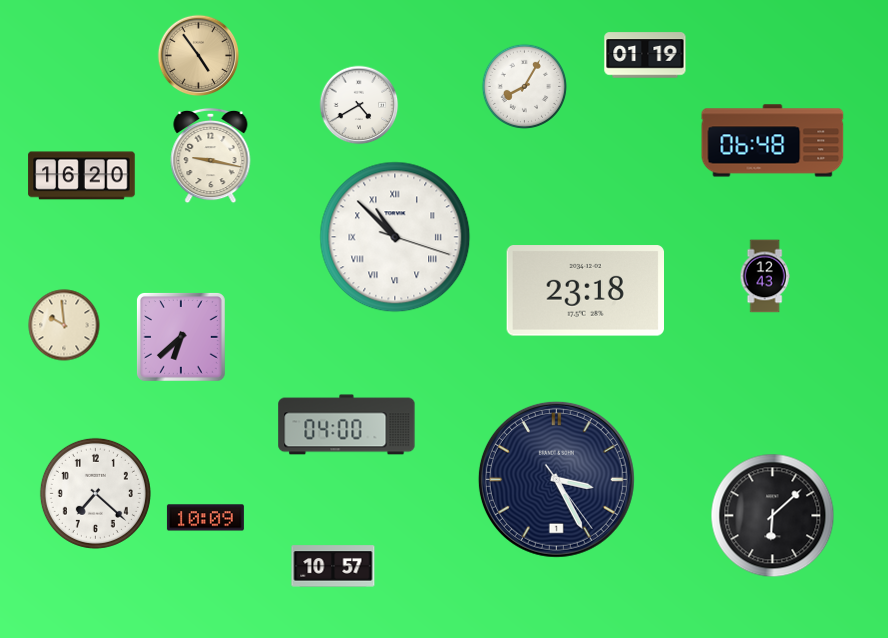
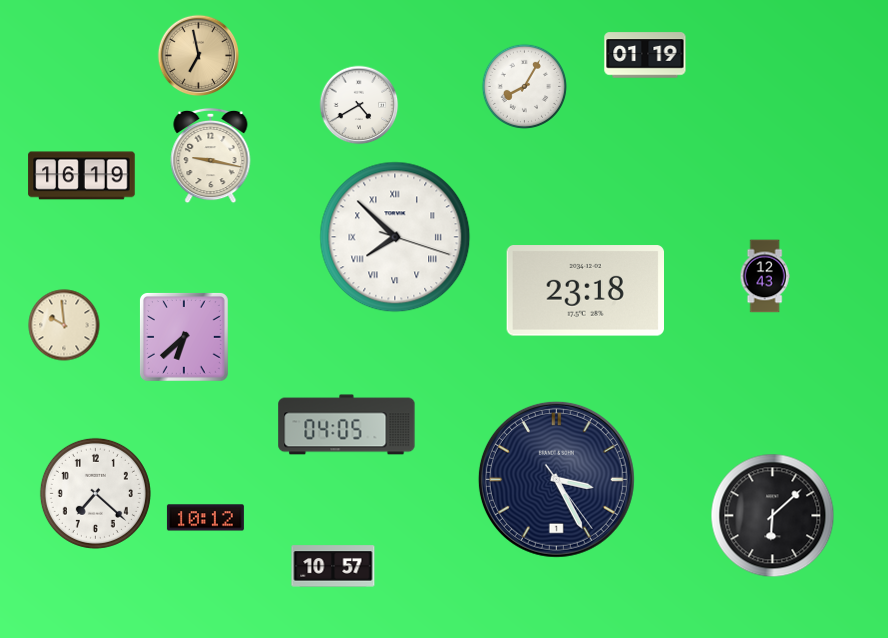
clock at (199, 56): 4:54 -> 6:58
clock at (773, 141): 06:48 -> none
clock at (82, 176): 16:20 -> 16:19
clock at (395, 237): 10:52 -> 7:52
clock at (181, 337) position: (181, 337) -> (184, 337)
clock at (347, 425): 04:00 -> 04:05
clock at (205, 518): 10:09 -> 10:12
